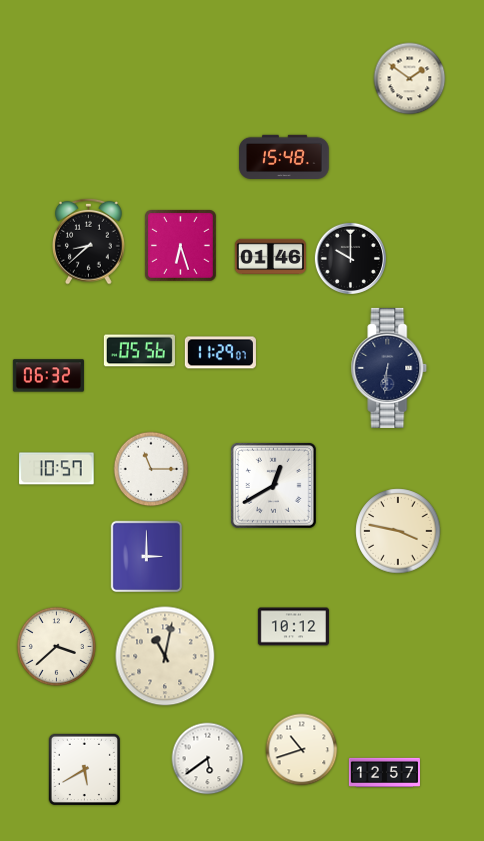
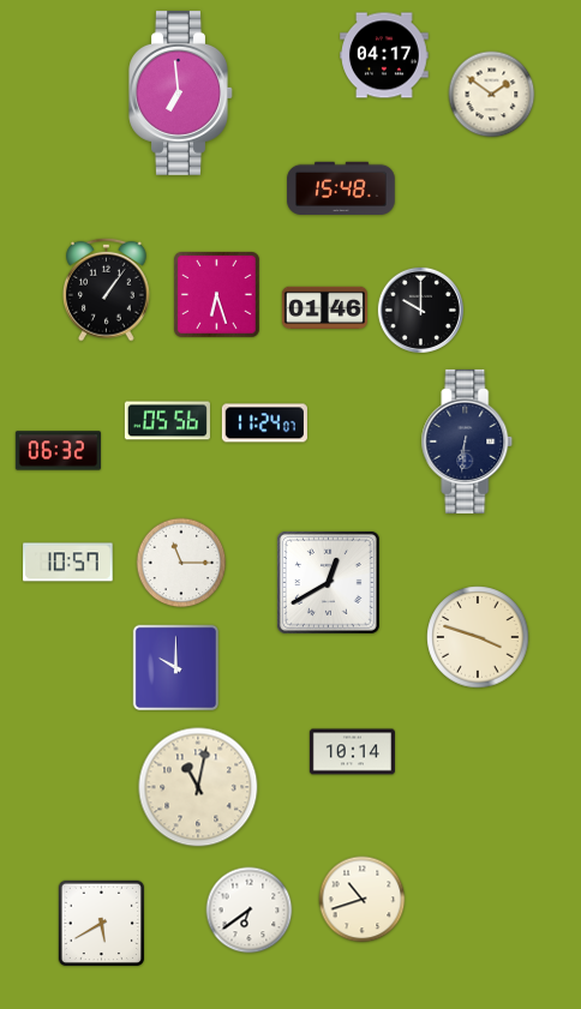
clock at (384, 55): none -> 04:17
clock at (181, 92): none -> 6:59
clock at (89, 241): 8:38 -> 1:06
clock at (220, 353): 11:29 -> 11:24
clock at (398, 531): 3:47 -> 3:48
clock at (147, 557): 3:00 -> 10:00
clock at (293, 627): 10:12 -> 10:14
clock at (56, 646): 3:38 -> none
clock at (208, 759): 5:39 -> 6:39
clock at (384, 772): 12:57 -> none
